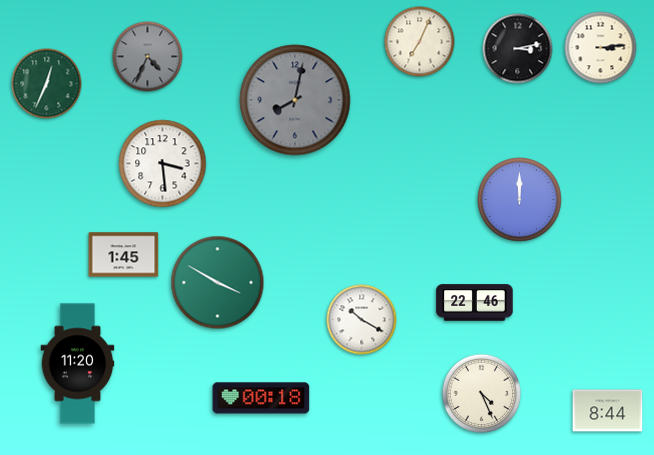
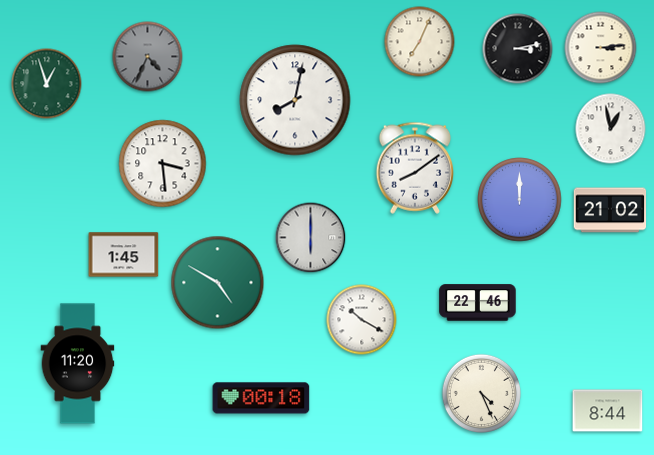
clock at (47, 84): 12:34 -> 12:57
clock at (295, 100) dial: grey -> white
clock at (611, 129): none -> 12:58
clock at (415, 168): none -> 8:09
clock at (610, 210): none -> 21:02
clock at (311, 238): none -> 6:00
clock at (218, 283): 3:50 -> 4:50
clock at (475, 303) position: (475, 303) -> (478, 303)
